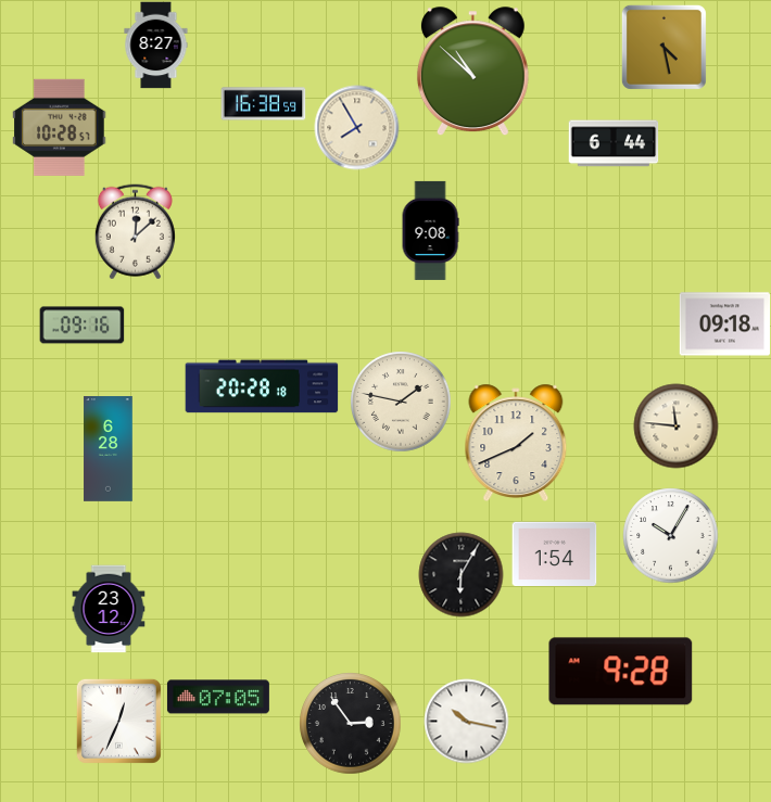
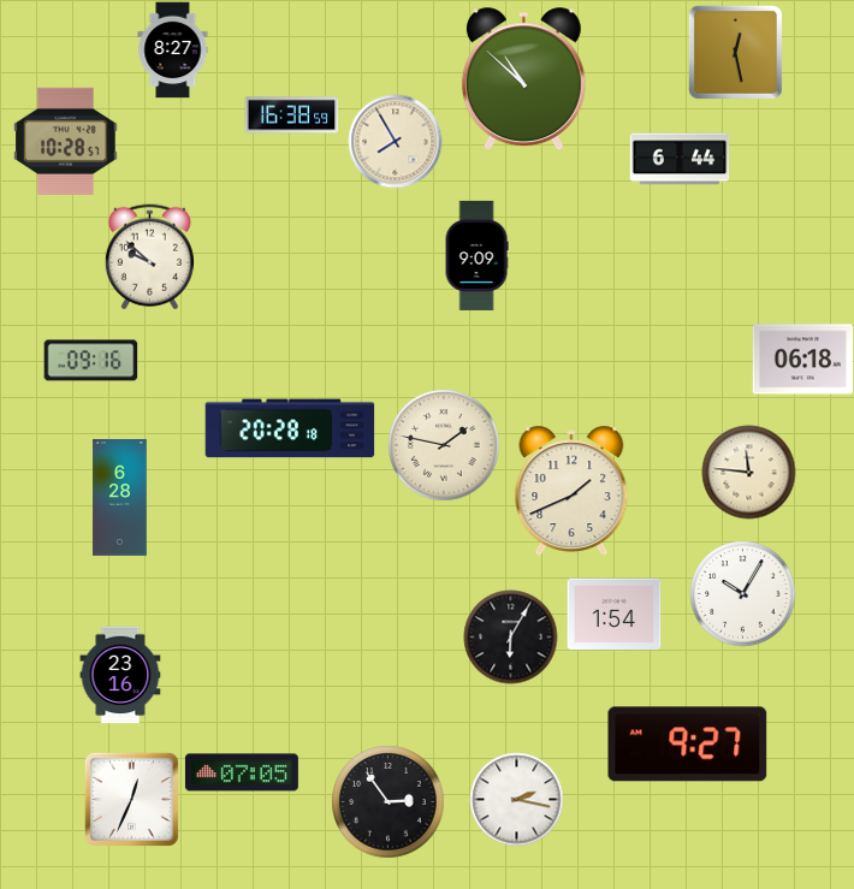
clock at (663, 47): 4:28 -> 12:28
clock at (430, 230): 9:08 -> 9:09
clock at (135, 231): 12:08 -> 9:52
clock at (724, 324): 09:18 -> 06:18
clock at (109, 609): 23:12 -> 23:16
clock at (621, 672): 9:28 -> 9:27
clock at (466, 721): 10:17 -> 2:17
